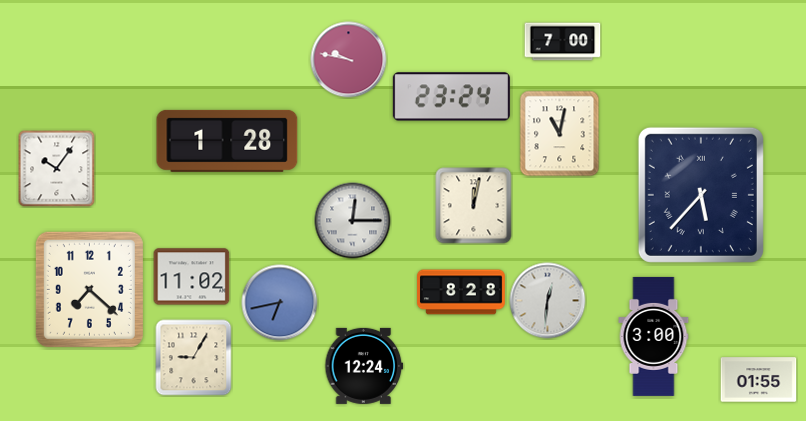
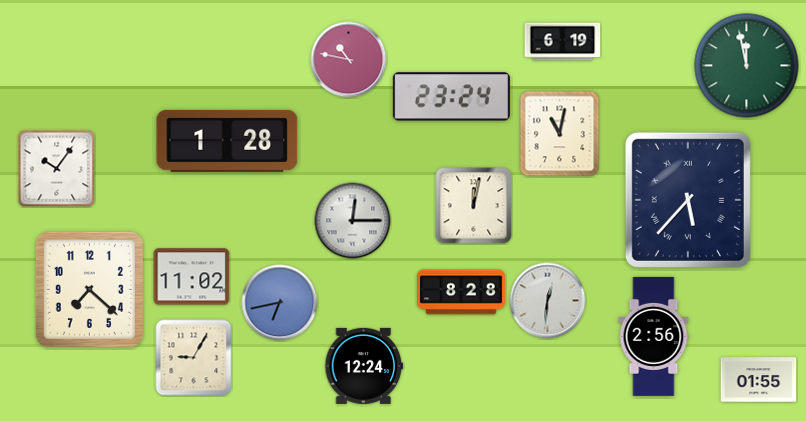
clock at (563, 42): 7:00 -> 6:19
clock at (349, 60): 9:47 -> 10:47
clock at (747, 66): none -> 11:58
clock at (701, 195) position: (701, 195) -> (688, 200)
clock at (654, 336): 3:00 -> 2:56
